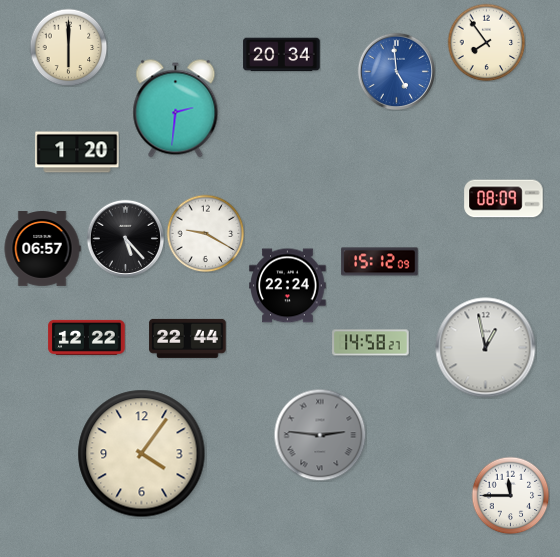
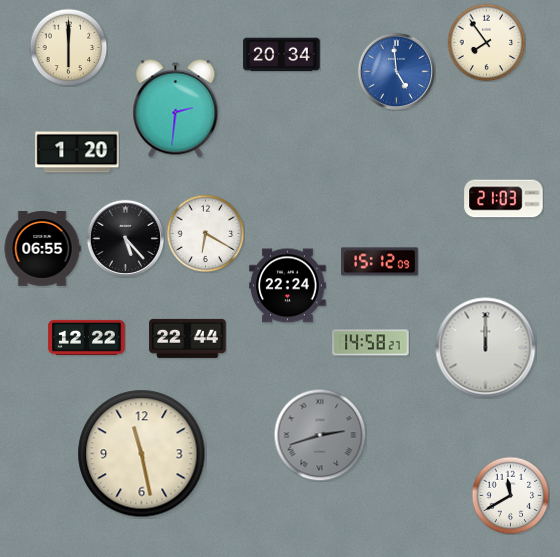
clock at (504, 199): 08:09 -> 21:03
clock at (205, 233): 9:20 -> 6:20
clock at (42, 249): 06:57 -> 06:55
clock at (486, 348): 12:58 -> 12:00
clock at (320, 435): 2:46 -> 2:42
clock at (142, 454): 4:06 -> 11:28
clock at (510, 495): 11:45 -> 11:40
